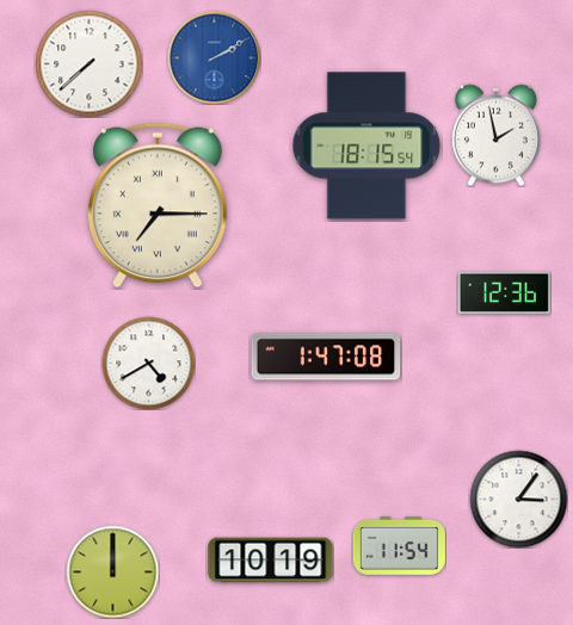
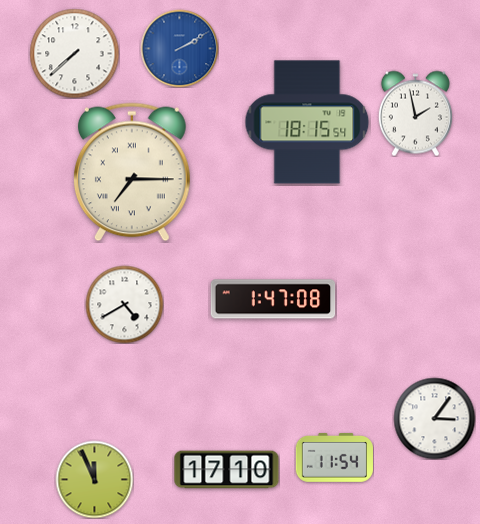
clock at (504, 292): 12:36 -> none
clock at (271, 561): 10:19 -> 17:10
clock at (112, 571): 12:00 -> 11:56
